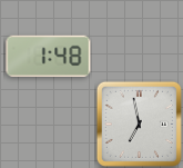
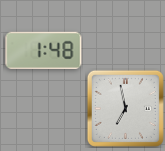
clock at (139, 123) position: (139, 123) -> (125, 108)
